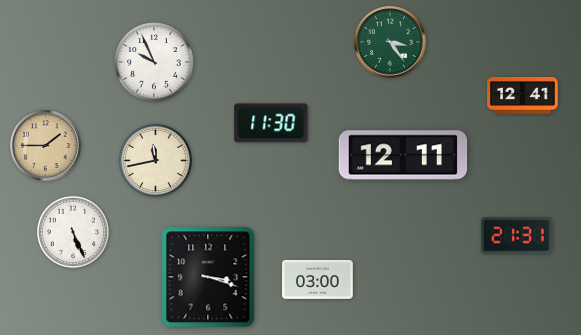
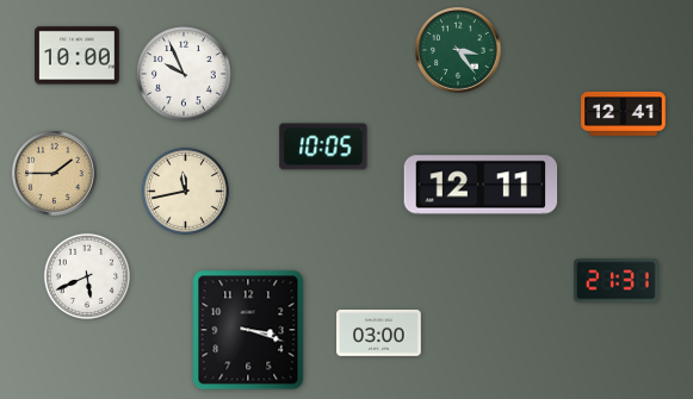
clock at (390, 42) position: (390, 42) -> (458, 50)
clock at (78, 56): none -> 10:00
clock at (271, 123): 11:30 -> 10:05
clock at (72, 231): 5:26 -> 5:41
